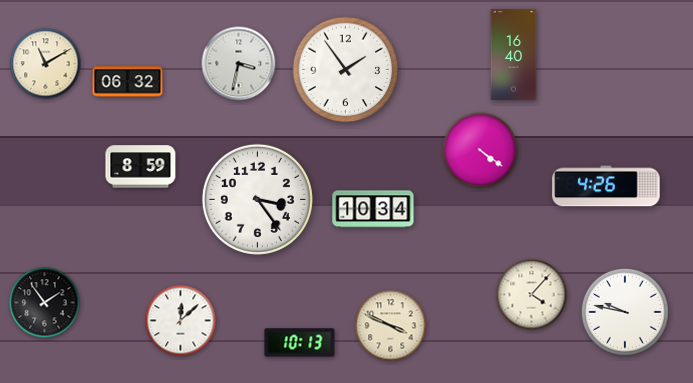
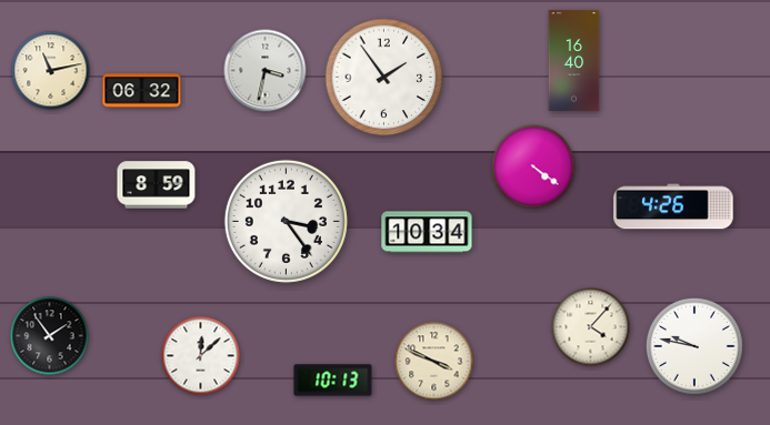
clock at (514, 54) position: (514, 54) -> (574, 60)
clock at (46, 64): 11:10 -> 11:13
clock at (373, 209) position: (373, 209) -> (427, 232)
